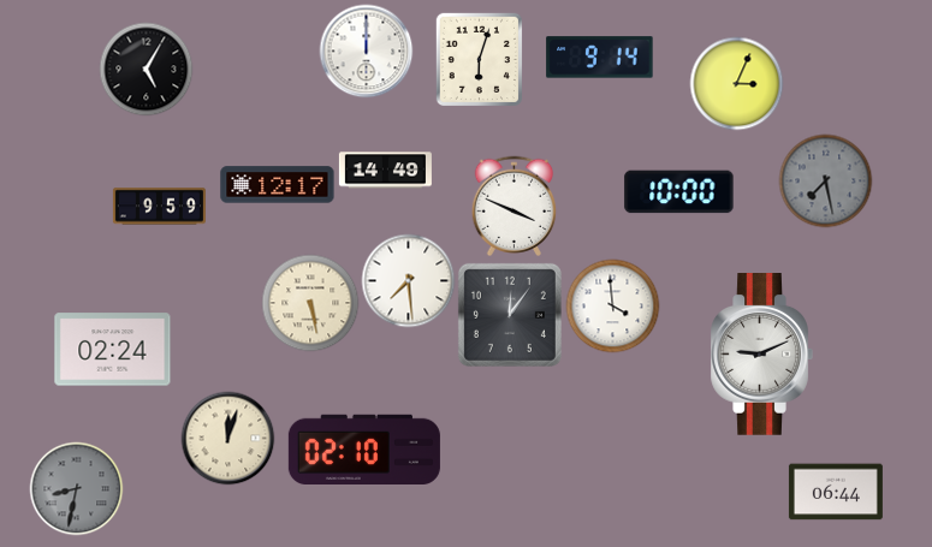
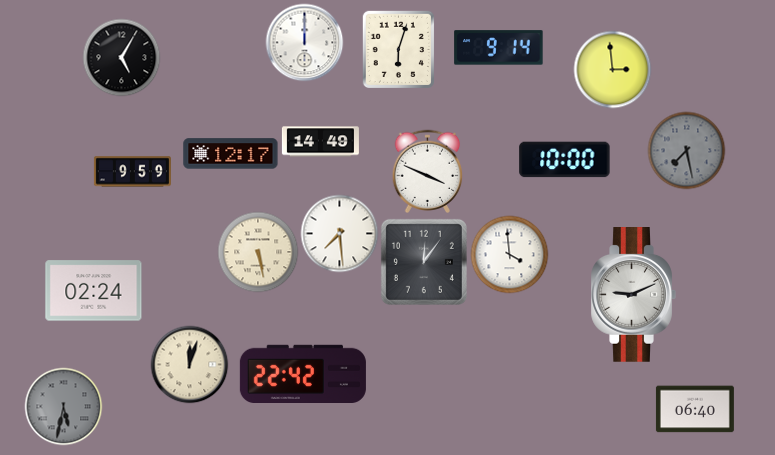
clock at (736, 83): 3:04 -> 2:59
clock at (364, 448): 02:10 -> 22:42
clock at (76, 488): 8:32 -> 5:32
clock at (836, 492): 06:44 -> 06:40
